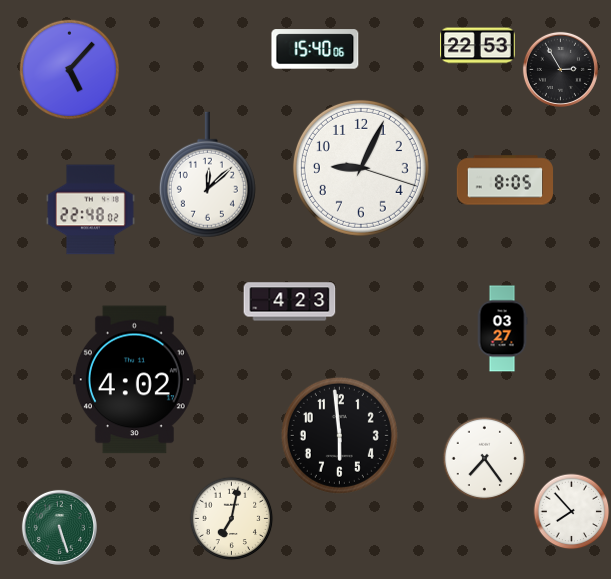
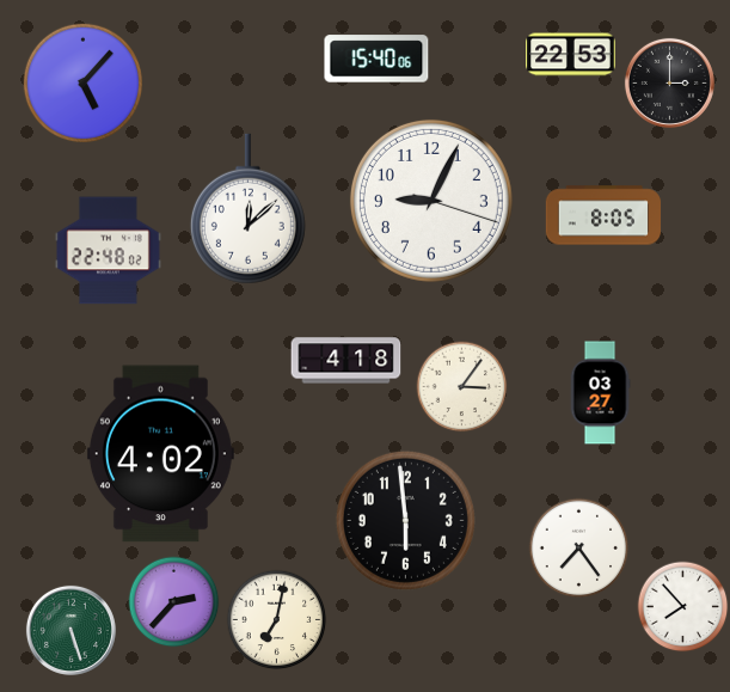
clock at (560, 69): 2:55 -> 3:00
clock at (290, 302): 4:23 -> 4:18
clock at (462, 387): none -> 3:06
clock at (174, 602): none -> 2:37
clock at (572, 512) position: (572, 512) -> (683, 607)
